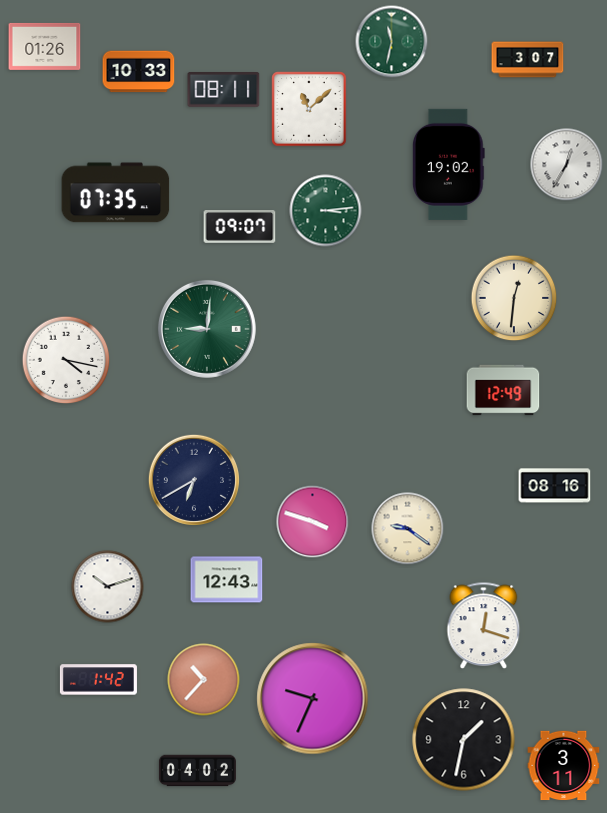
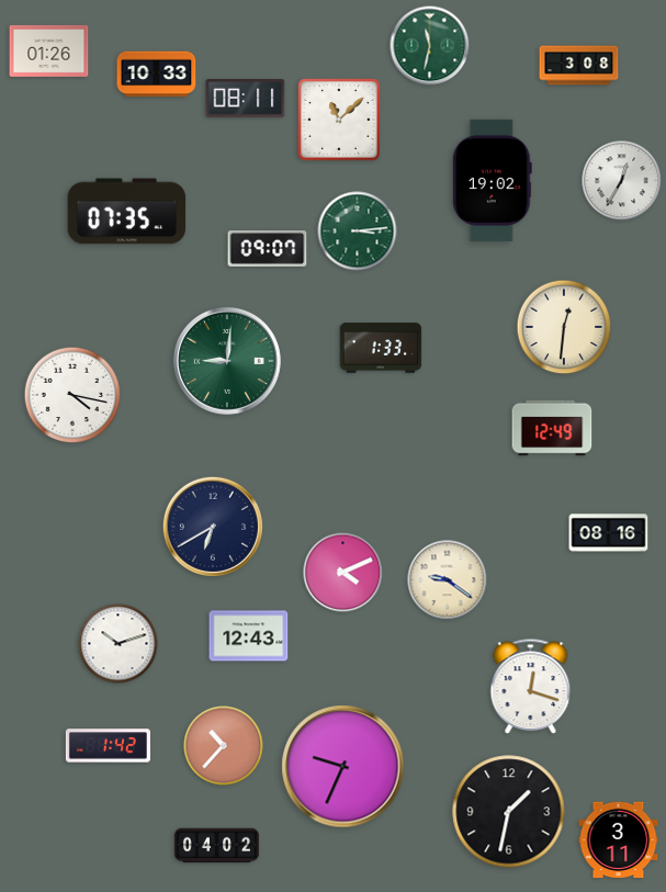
clock at (528, 60): 3:07 -> 3:08
clock at (139, 72) position: (139, 72) -> (157, 75)
clock at (240, 227) position: (240, 227) -> (268, 249)
clock at (381, 348): none -> 1:33
clock at (313, 522): 3:48 -> 4:11
